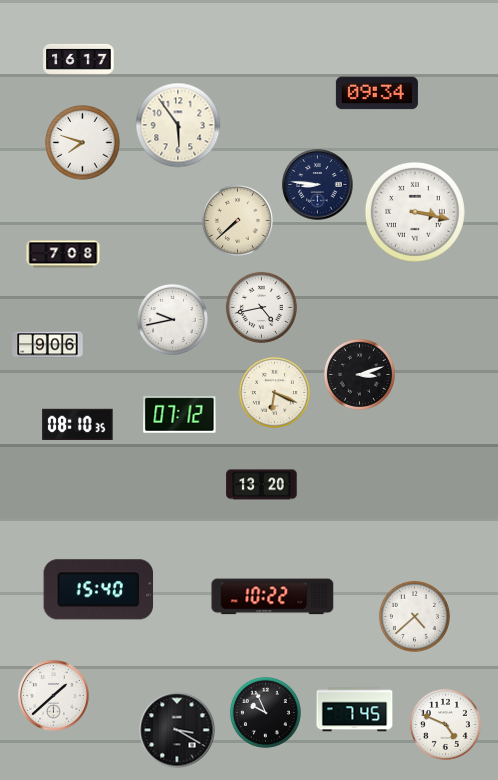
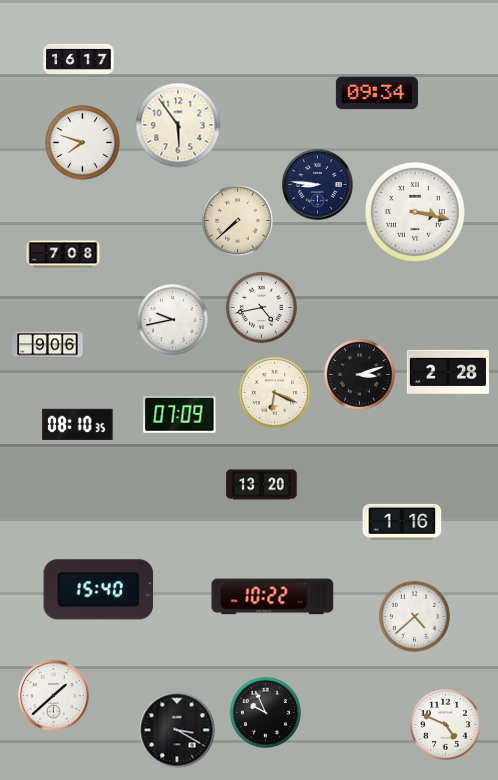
clock at (448, 371): none -> 2:28
clock at (180, 415): 07:12 -> 07:09
clock at (402, 522): none -> 1:16
clock at (355, 710): 7:45 -> none
